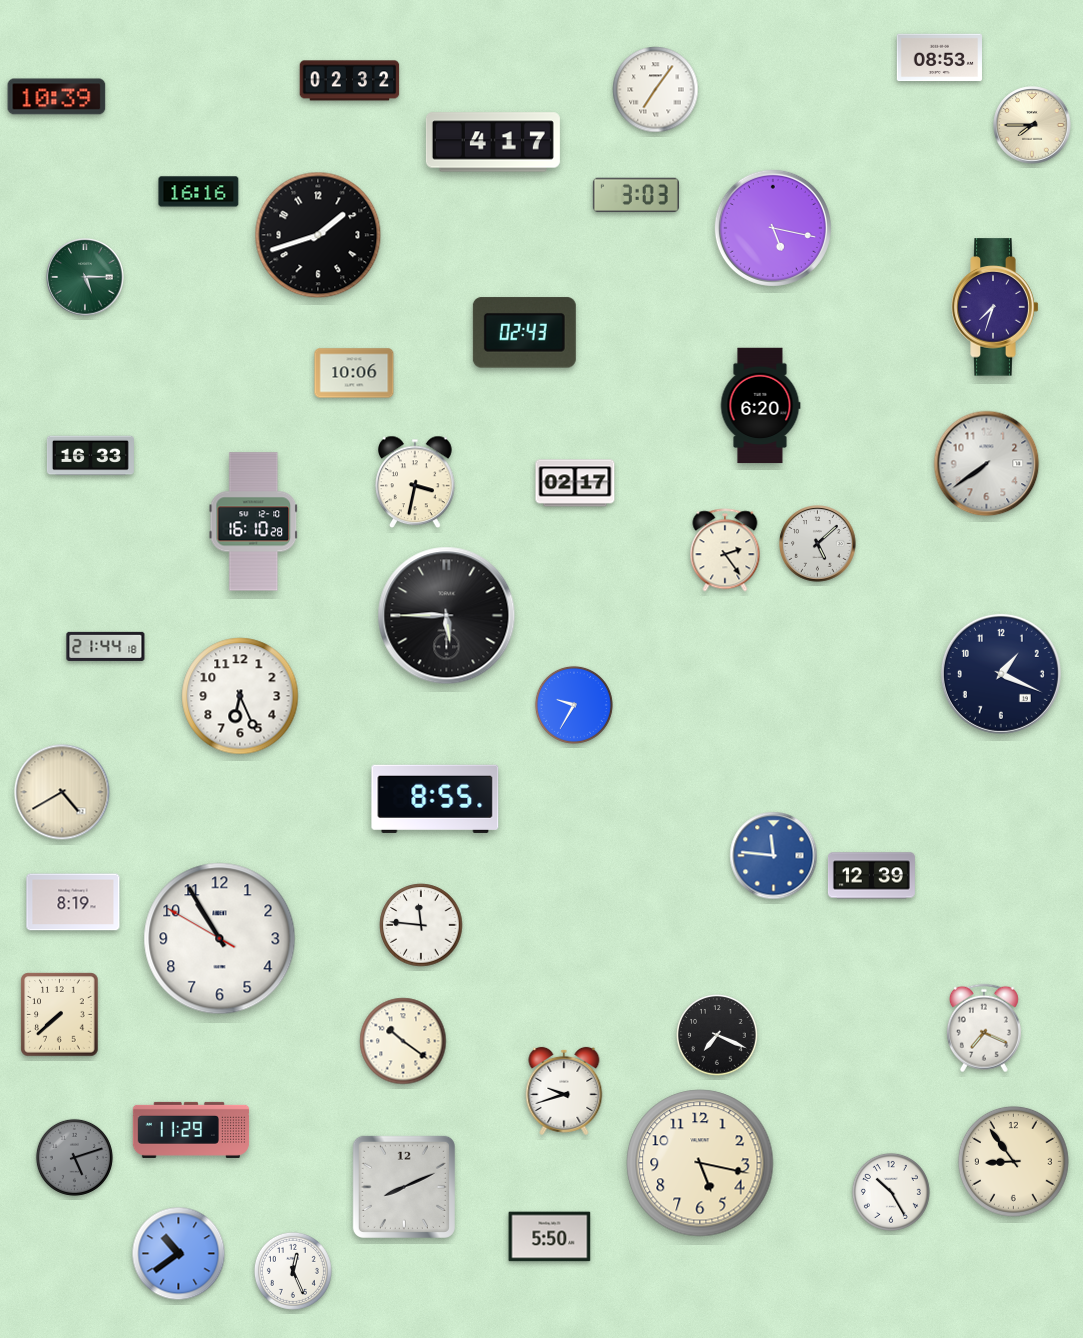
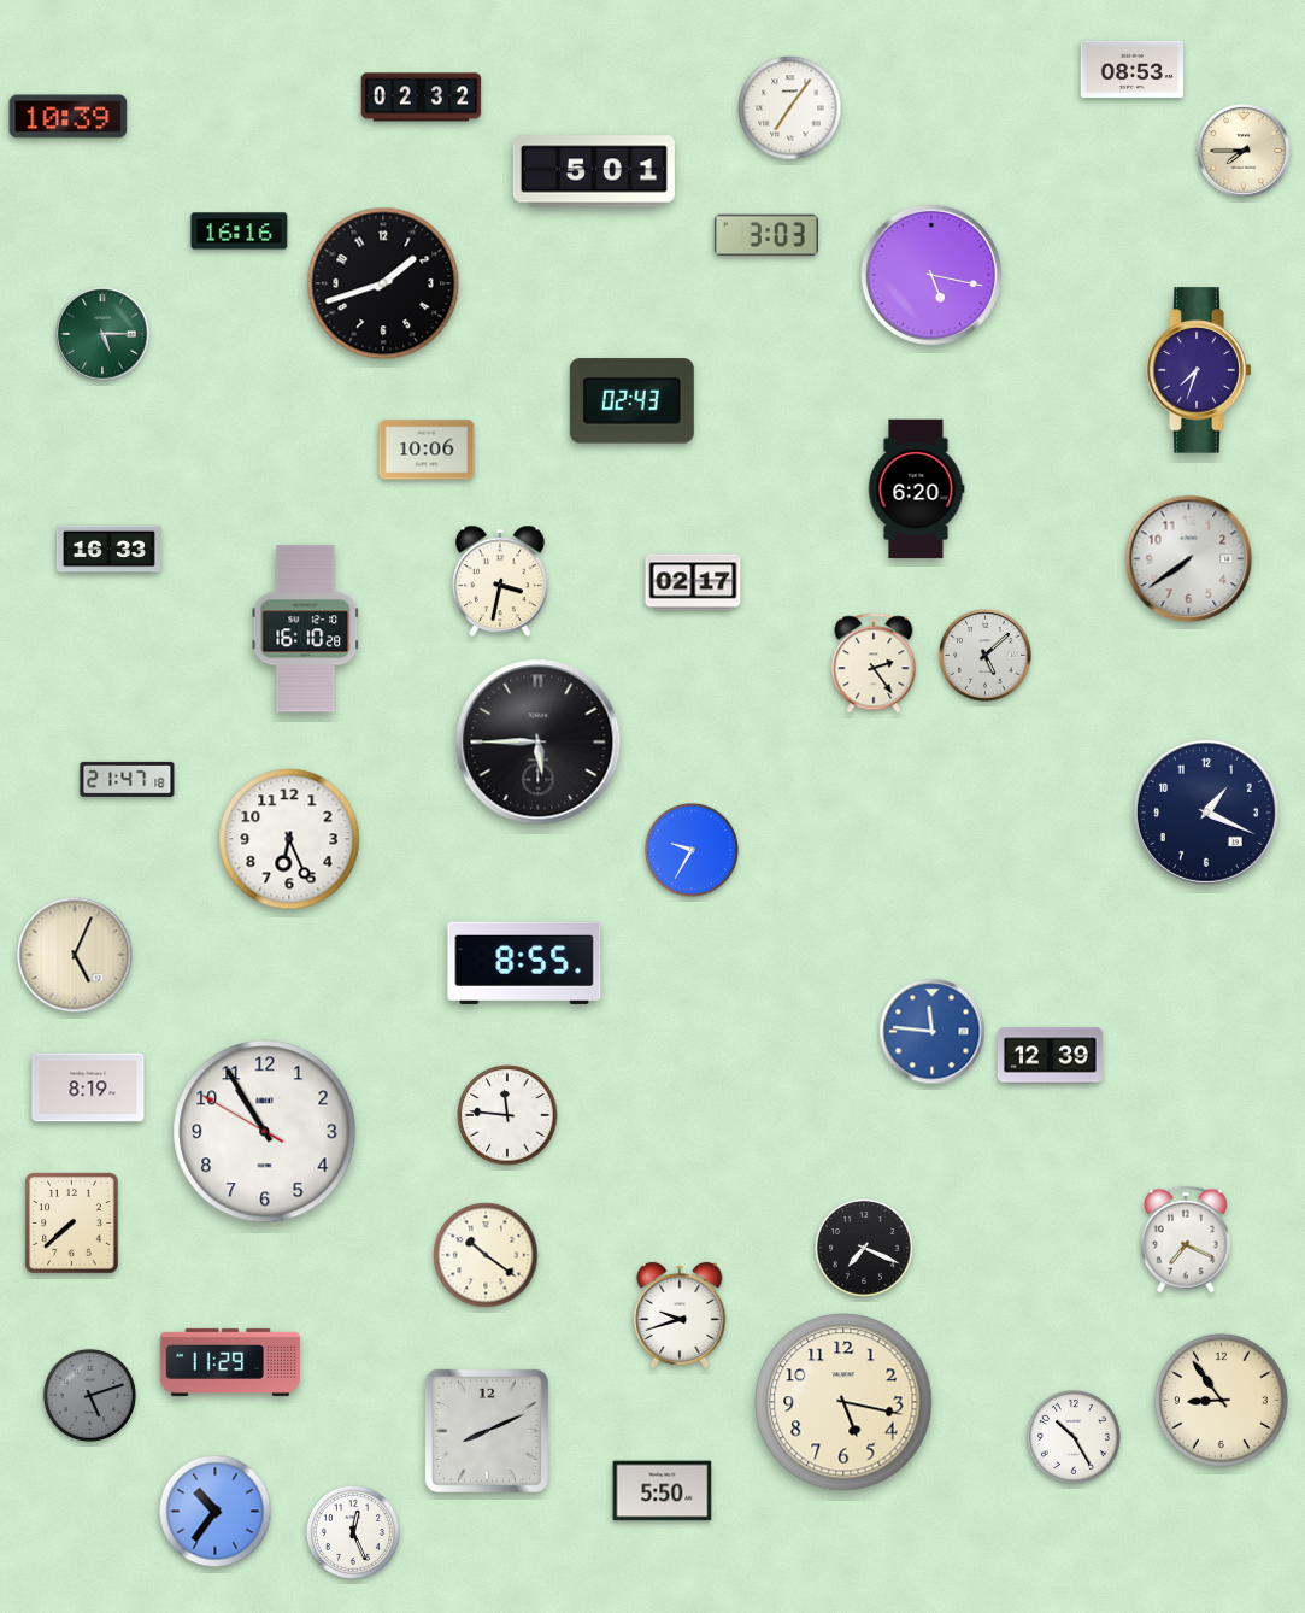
clock at (493, 142): 4:17 -> 5:01
clock at (106, 646): 21:44 -> 21:47
clock at (62, 792): 4:40 -> 5:04
clock at (179, 1254): 10:39 -> 10:36
